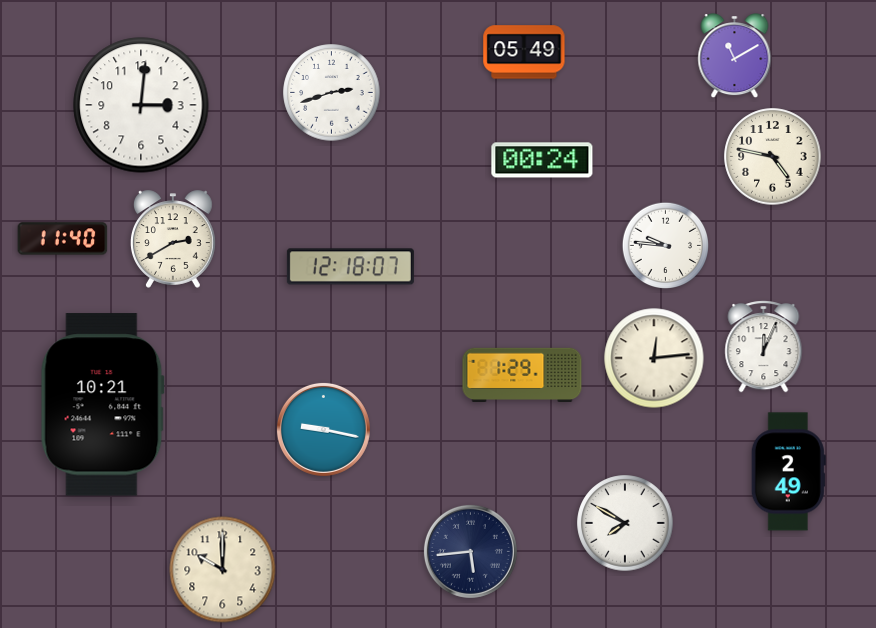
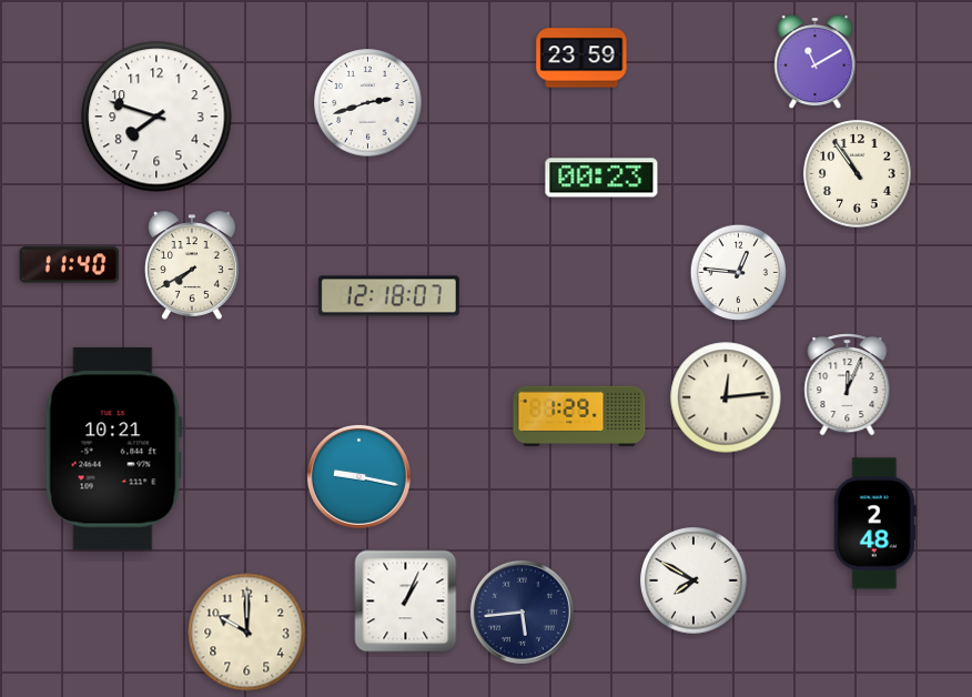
clock at (524, 52): 05:49 -> 23:59
clock at (141, 105): 3:01 -> 7:48
clock at (773, 157): 4:47 -> 10:54
clock at (542, 160): 00:24 -> 00:23
clock at (174, 239): 2:40 -> 7:40
clock at (666, 246): 9:46 -> 12:46
clock at (788, 472): 2:49 -> 2:48
clock at (406, 602): none -> 1:04
